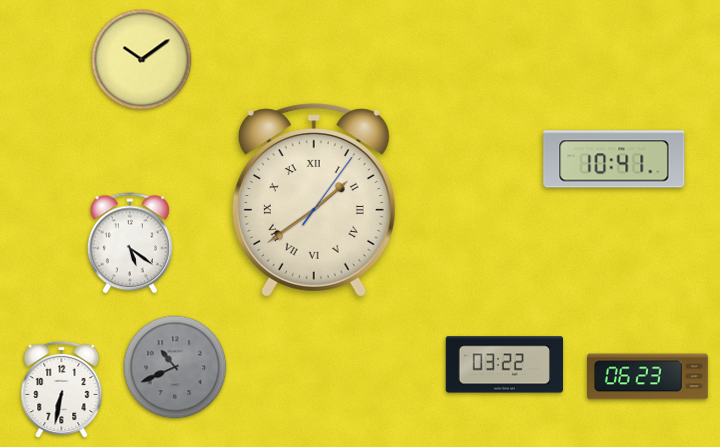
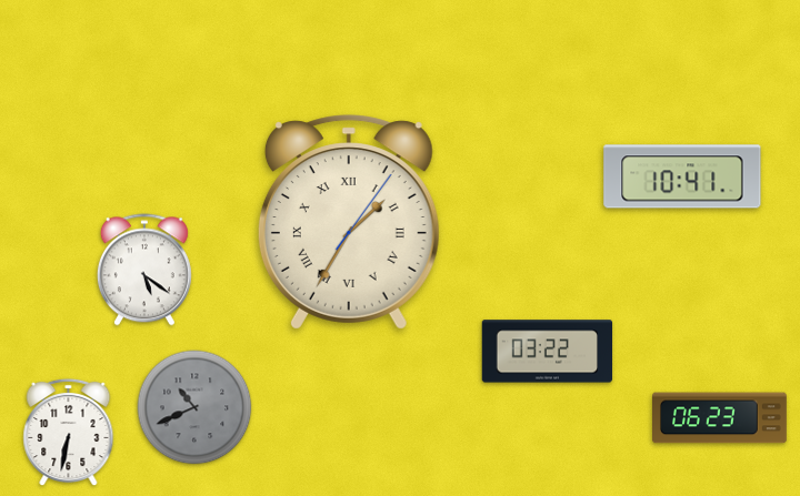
clock at (142, 60): 10:09 -> none
clock at (314, 200): 1:39 -> 1:35
clock at (505, 365) position: (505, 365) -> (548, 352)
